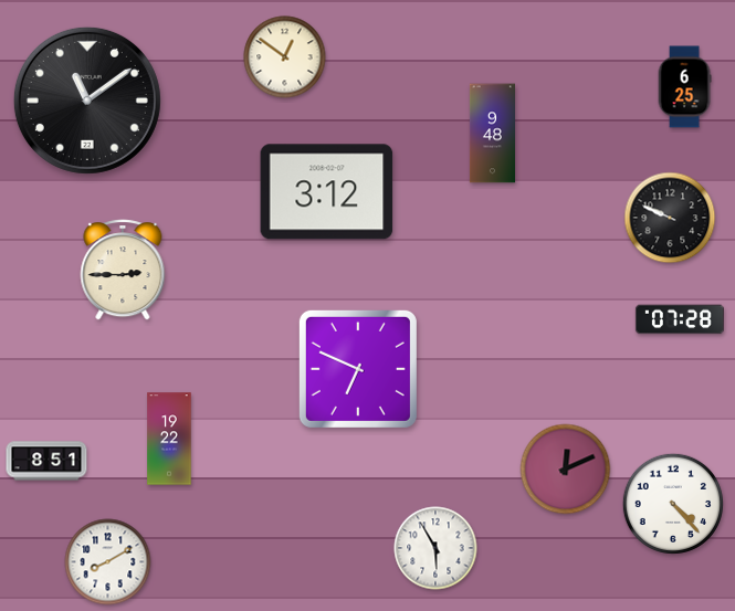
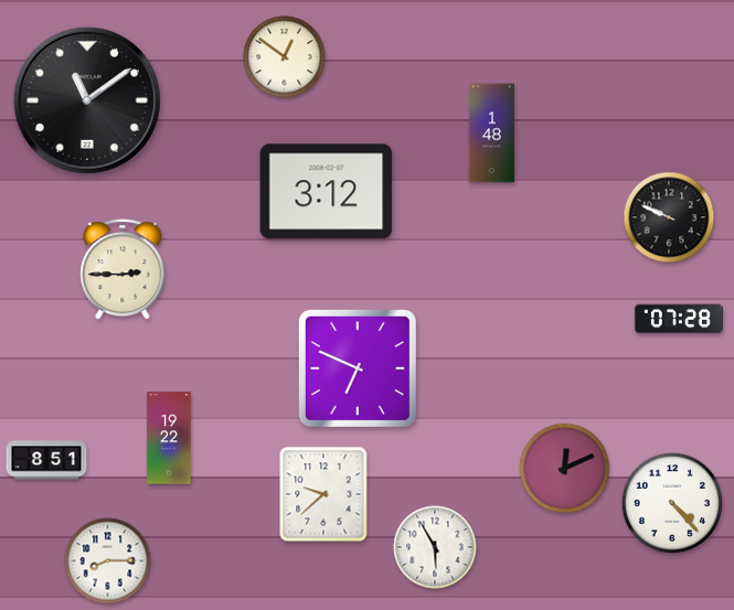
clock at (684, 87): 6:25 -> none
clock at (492, 134): 9:48 -> 1:48
clock at (323, 494): none -> 9:38
clock at (108, 562): 8:10 -> 8:15
